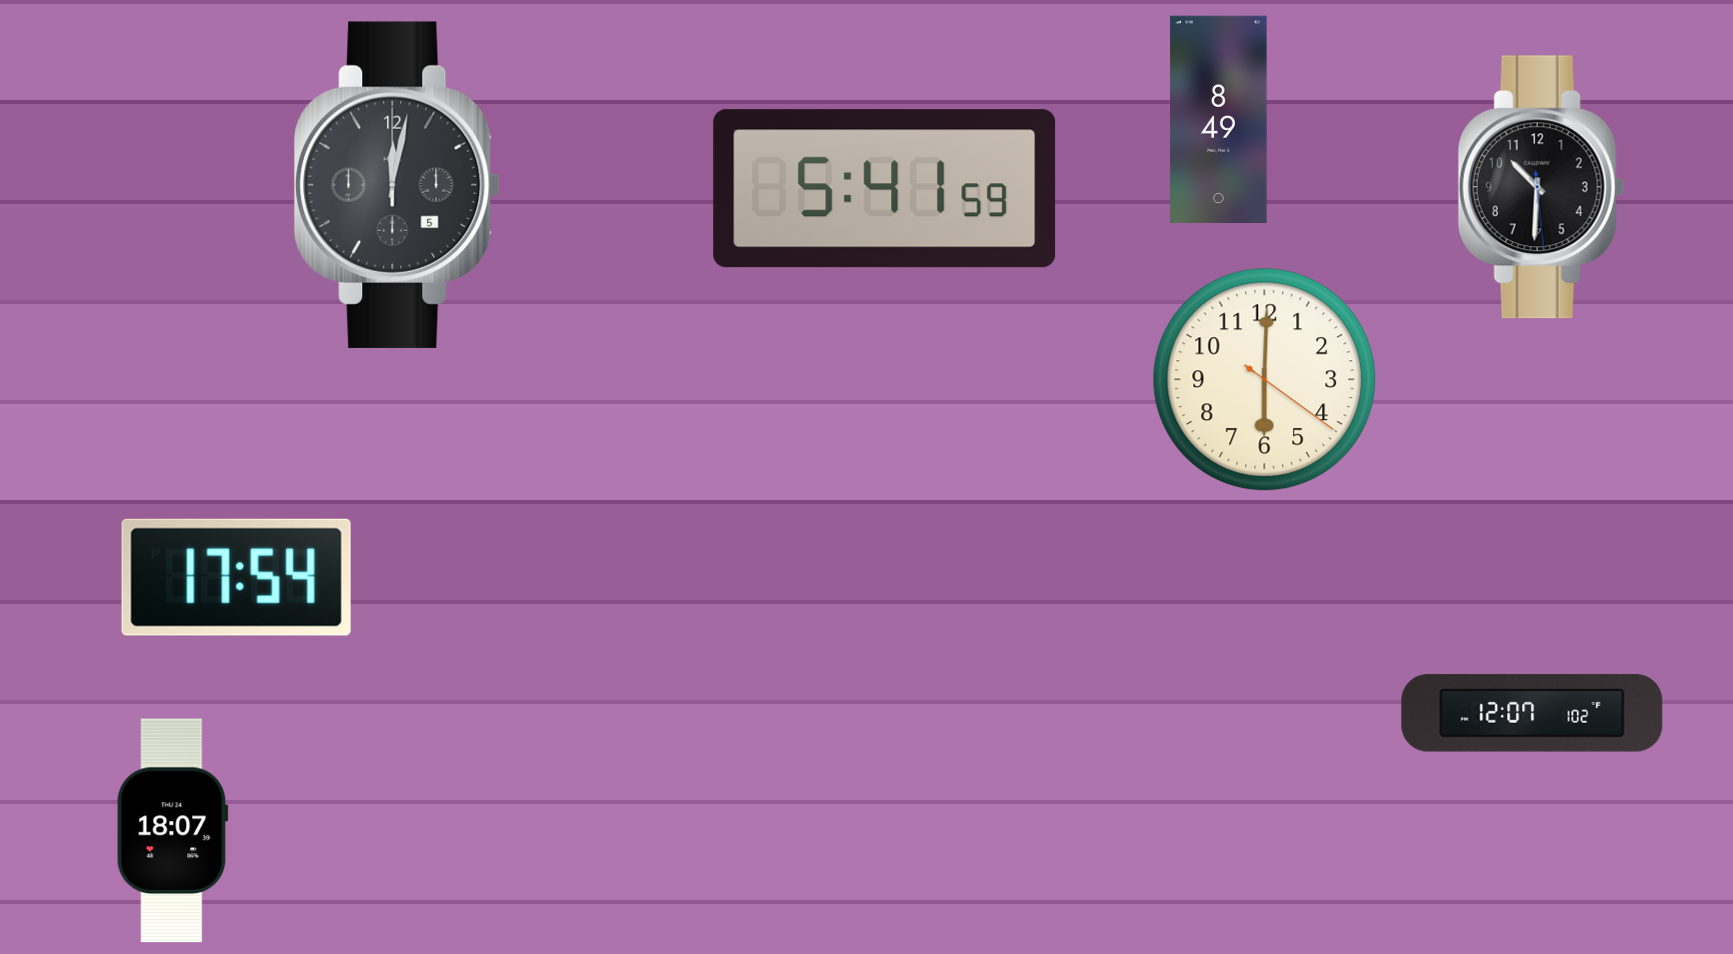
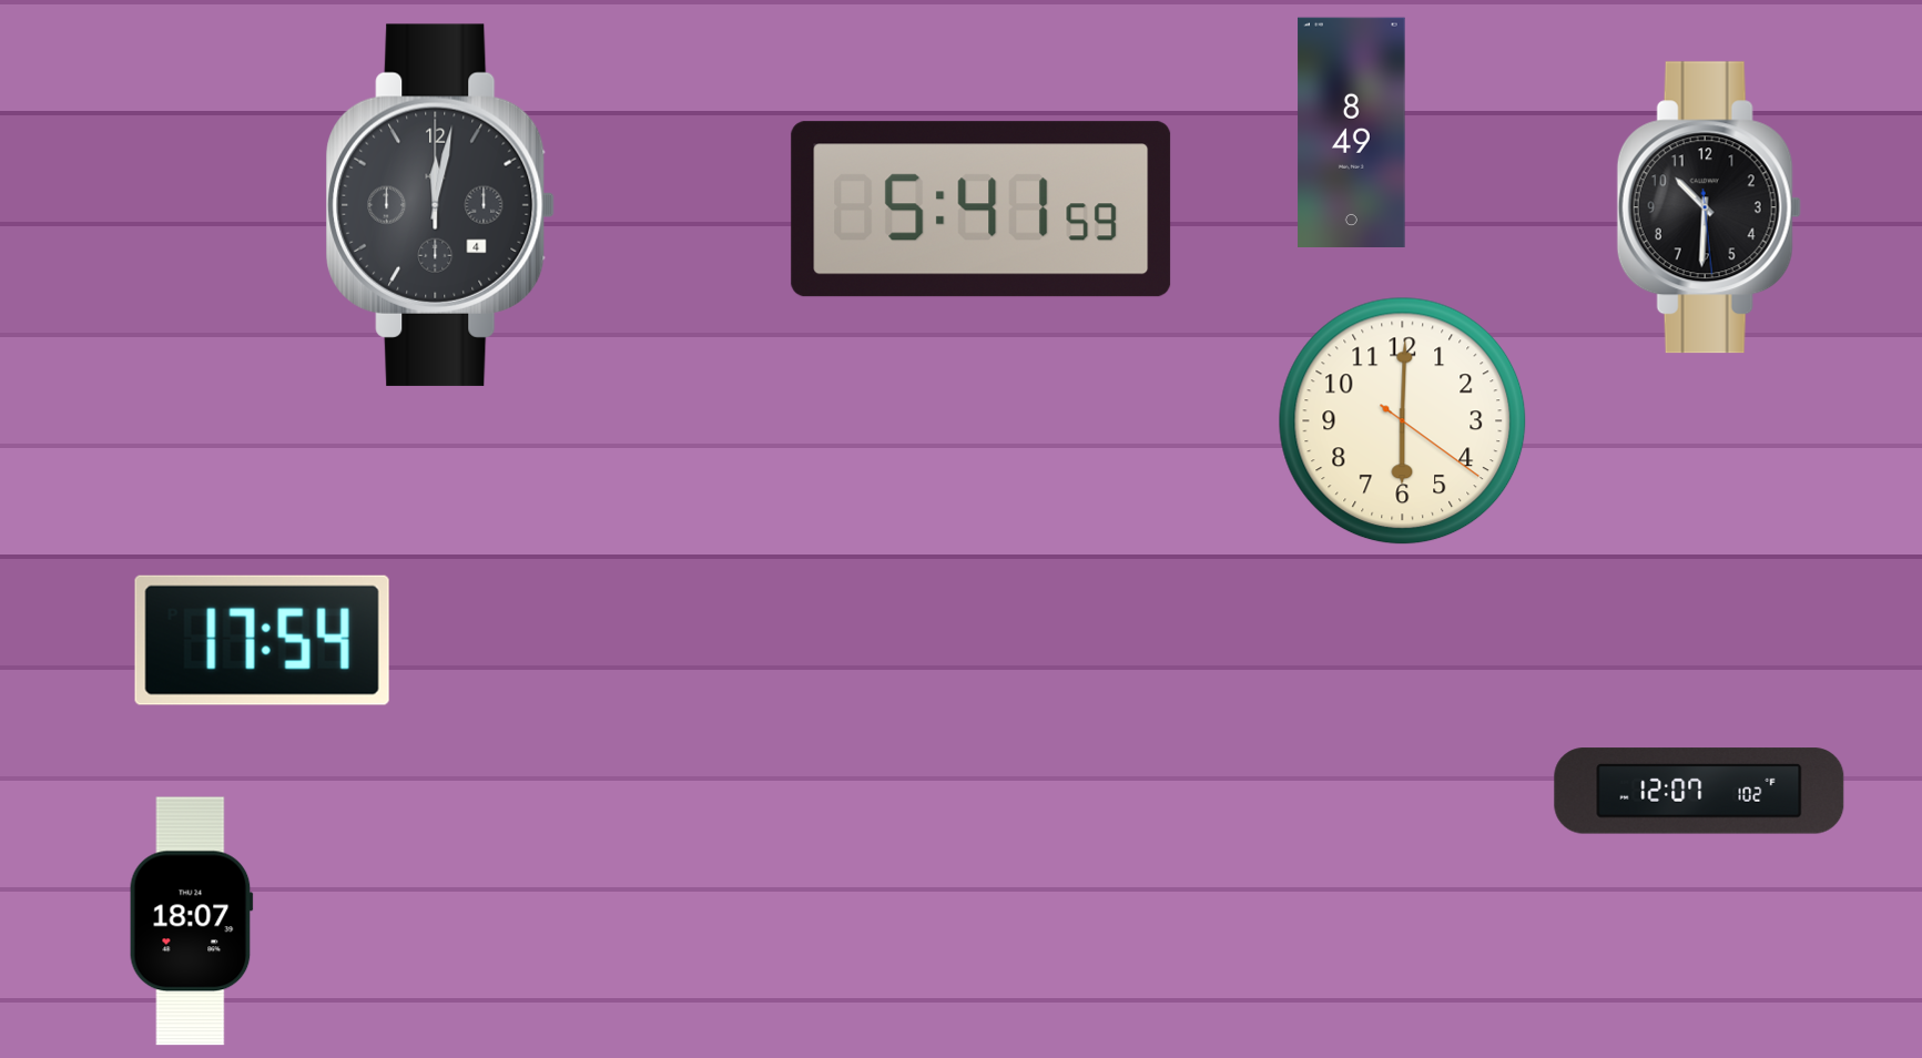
clock at (397, 185) date: 5 -> 4
